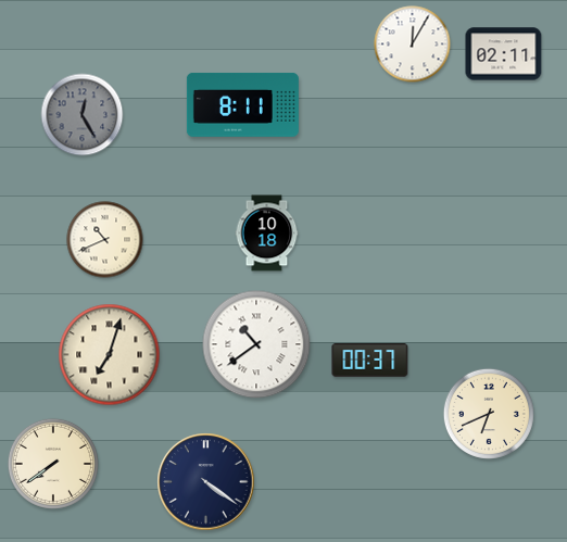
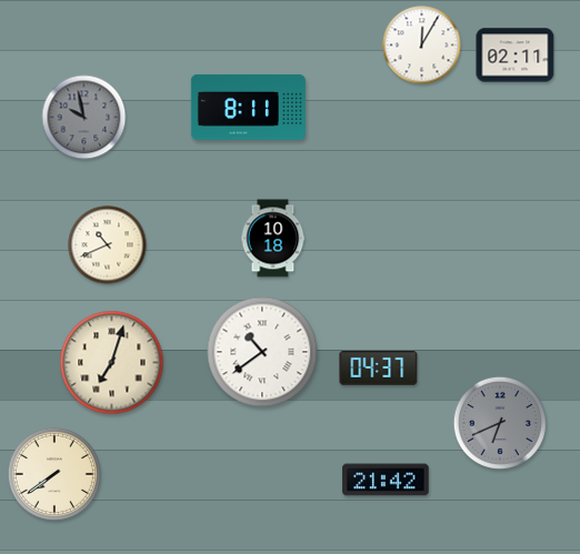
clock at (83, 115): 12:25 -> 9:58
clock at (370, 361): 00:37 -> 04:37
clock at (489, 414) dial: cream -> grey
clock at (386, 480): none -> 21:42
clock at (206, 482): 4:21 -> none
